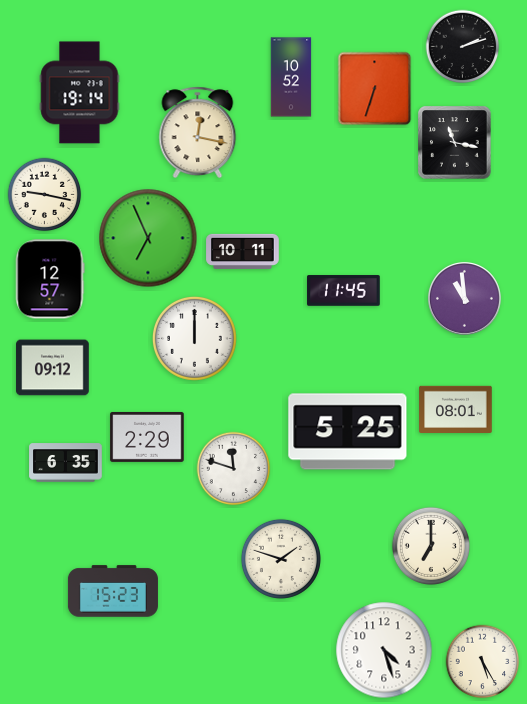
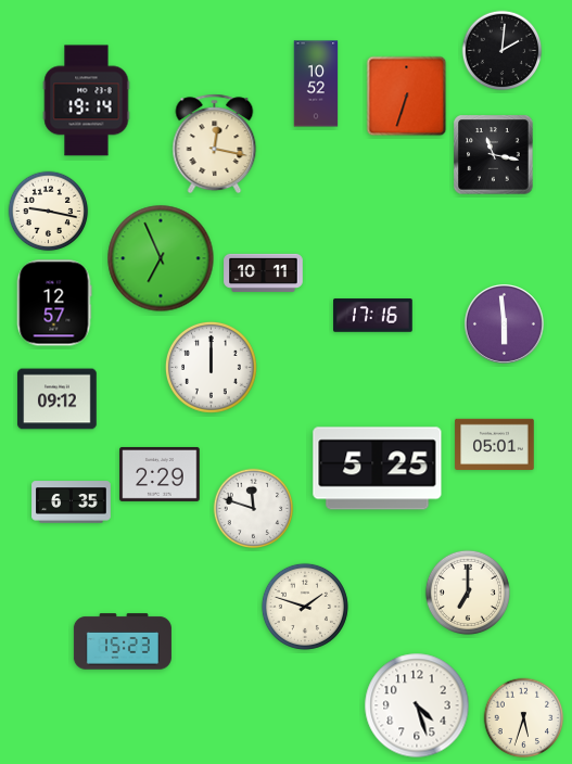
clock at (463, 47): 2:12 -> 2:01
clock at (344, 291): 11:45 -> 17:16
clock at (464, 298): 10:59 -> 5:59
clock at (456, 409): 08:01 -> 05:01
clock at (483, 662): 5:25 -> 5:33
